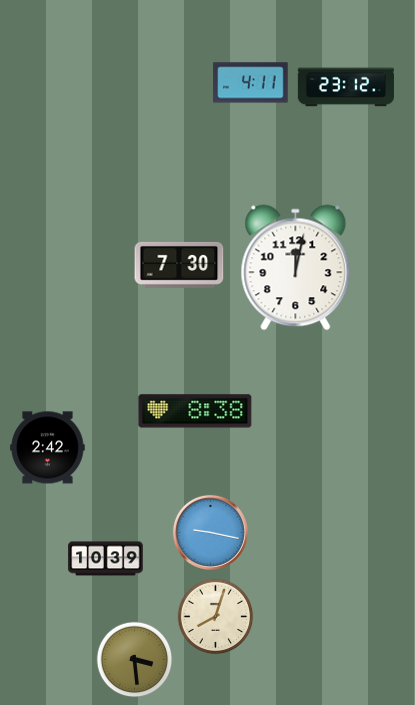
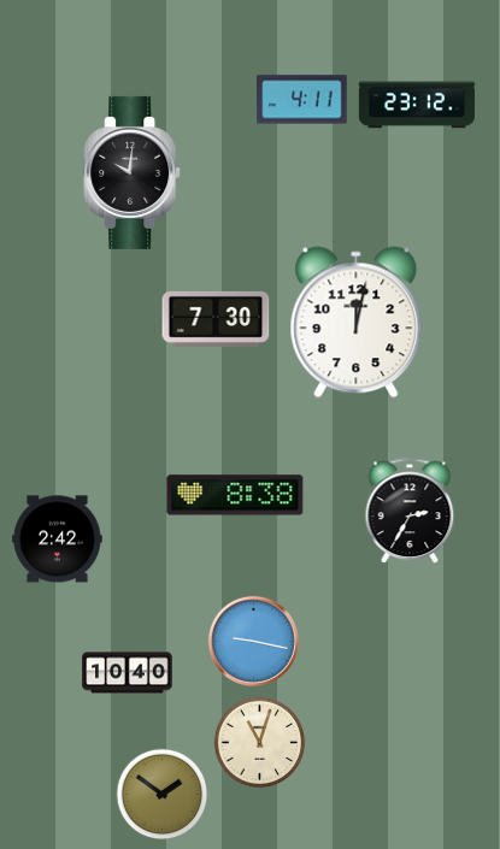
clock at (133, 172): none -> 10:01
clock at (410, 512): none -> 2:35
clock at (106, 559): 10:39 -> 10:40
clock at (216, 617): 8:03 -> 11:03
clock at (135, 660): 3:29 -> 1:51
